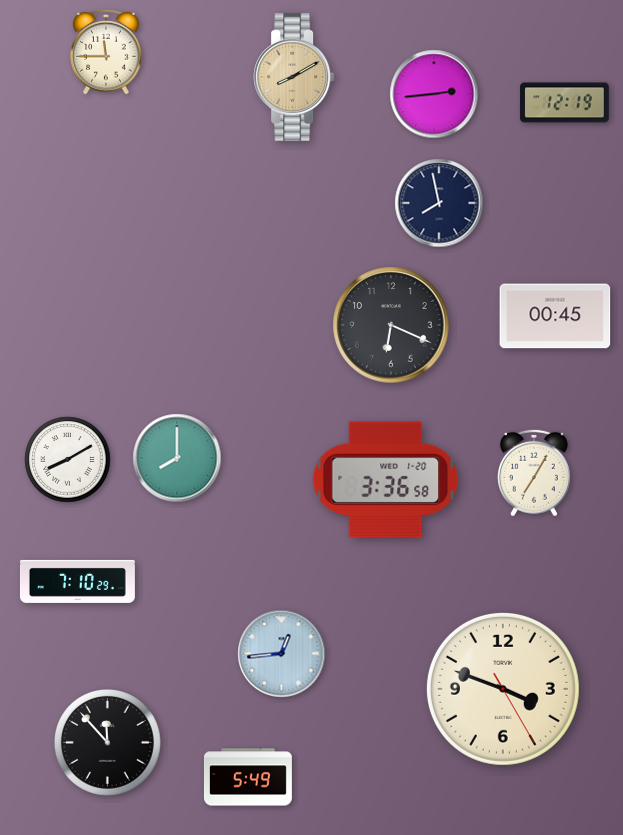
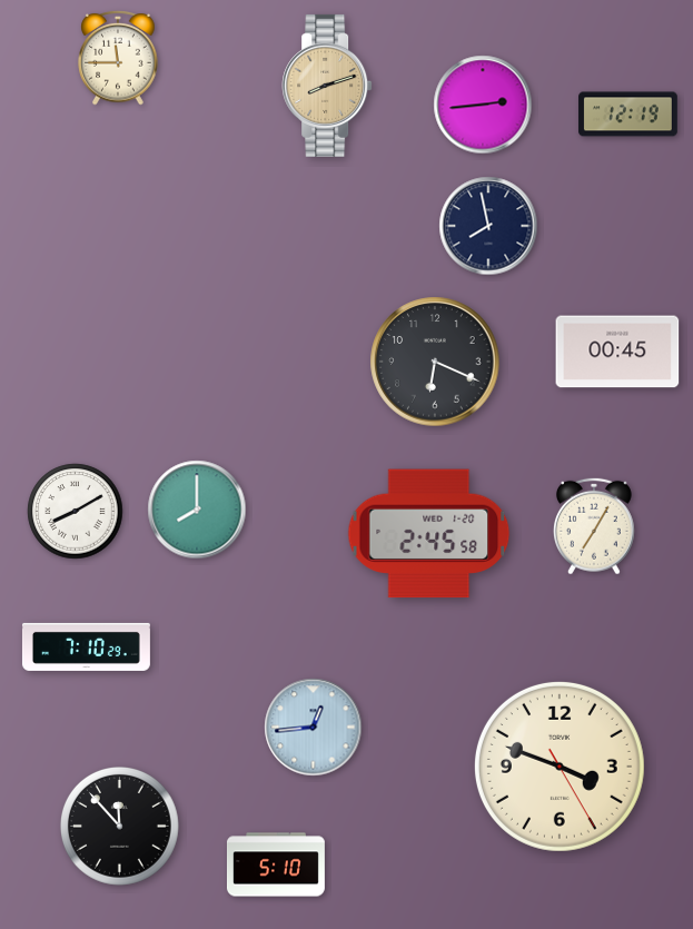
clock at (294, 77): 8:10 -> 8:12
clock at (386, 480): 3:36 -> 2:45
clock at (248, 777): 5:49 -> 5:10
